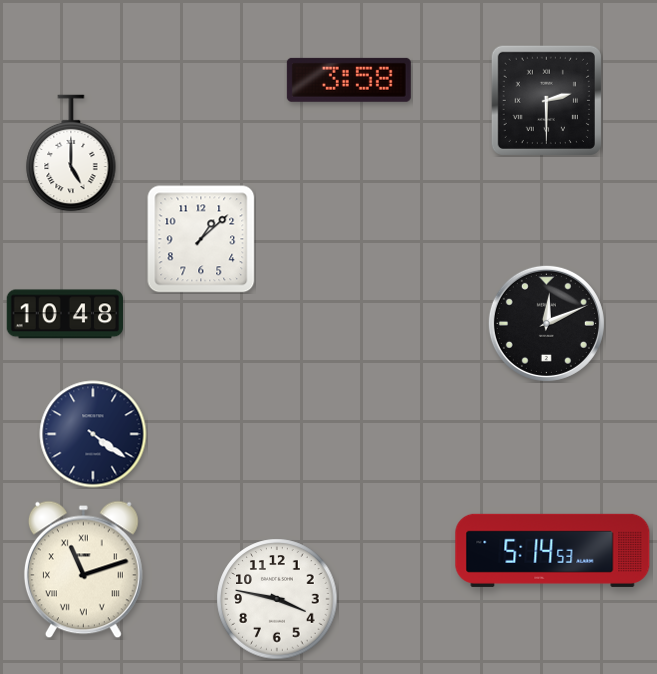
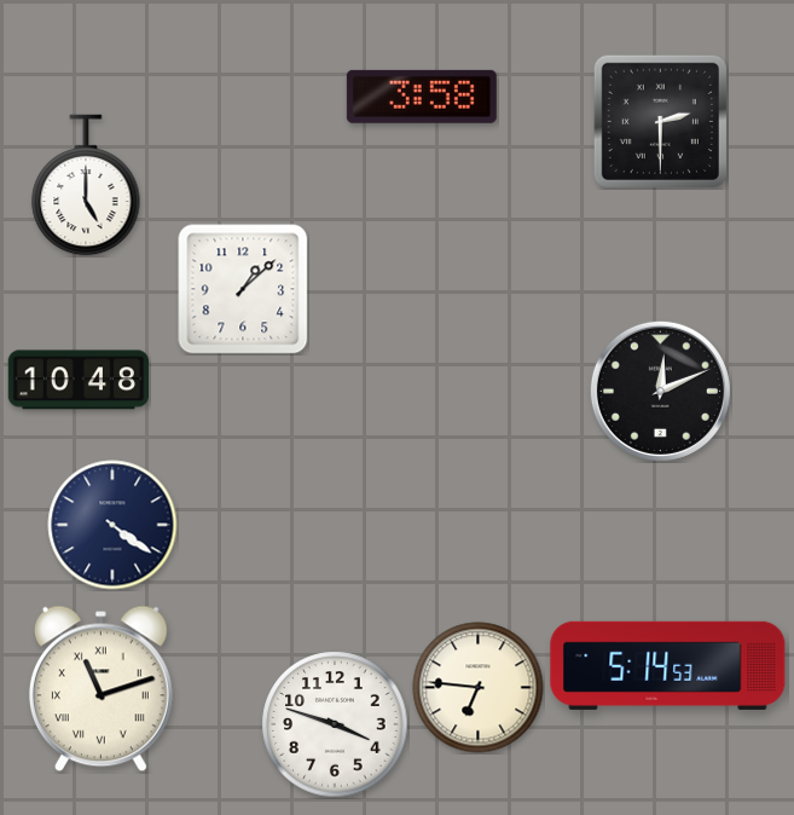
clock at (479, 688): none -> 6:46
clock at (277, 599): 3:47 -> 3:48
